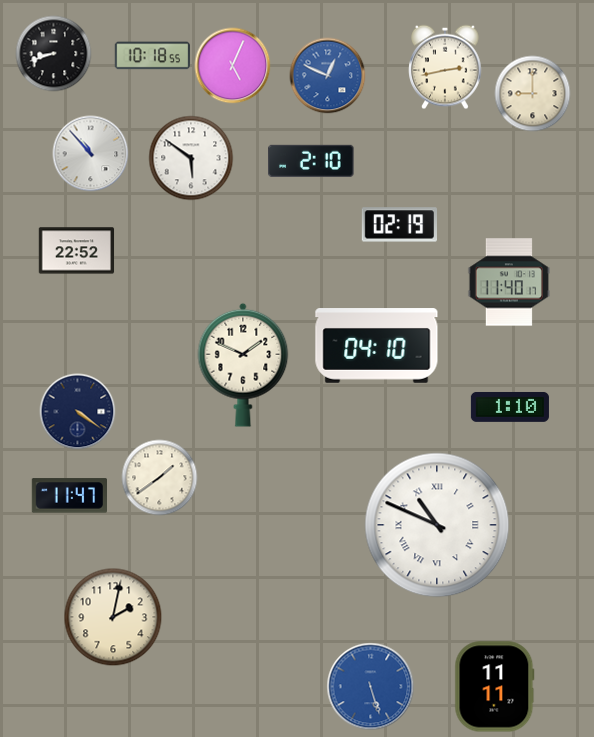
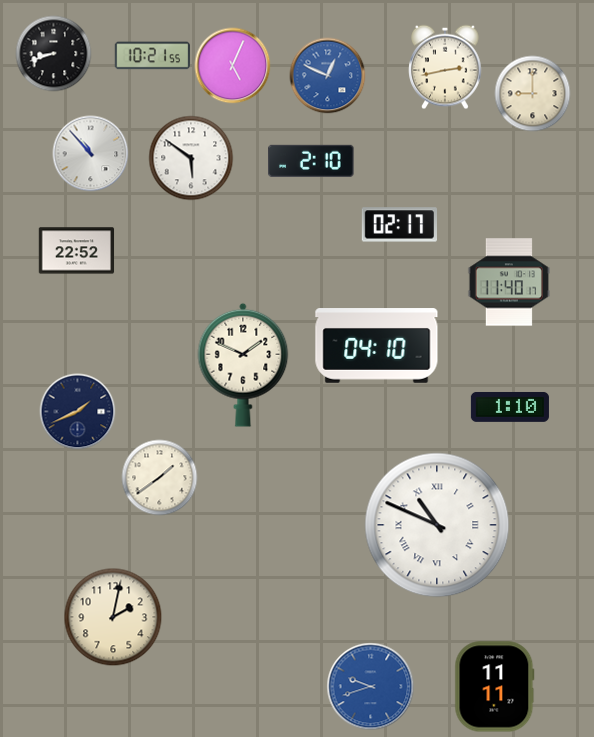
clock at (152, 56): 10:18 -> 10:21
clock at (399, 225): 02:19 -> 02:17
clock at (78, 412): 4:21 -> 1:41
clock at (69, 496): 11:47 -> none
clock at (371, 687): 5:27 -> 9:42
